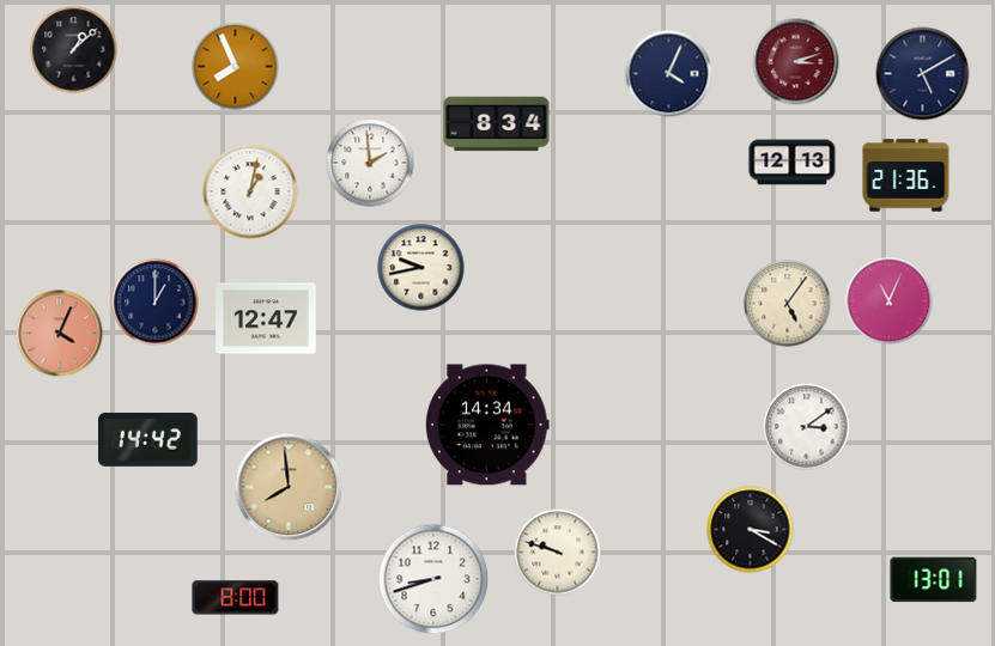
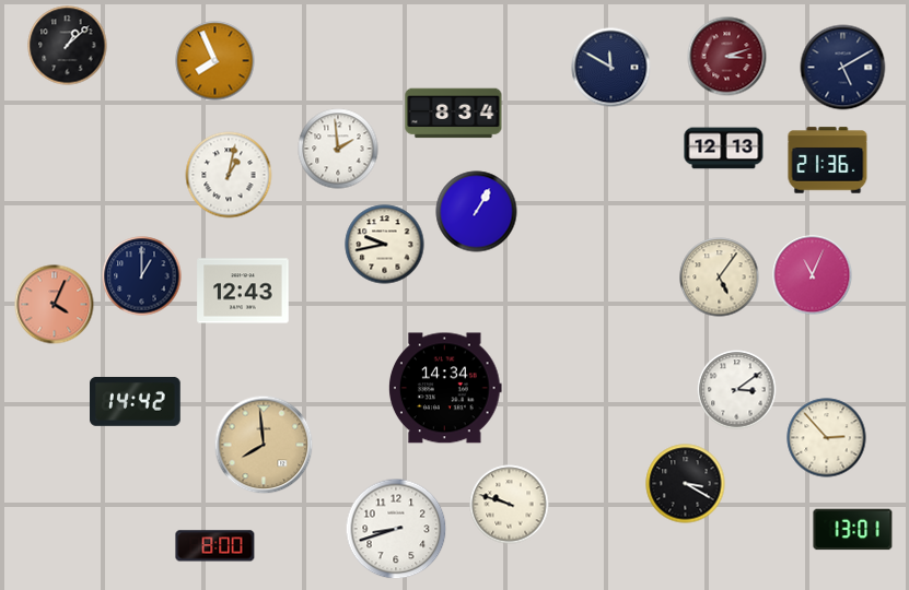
clock at (669, 74): 4:04 -> 11:50
clock at (477, 212): none -> 1:05
clock at (266, 318): 12:47 -> 12:43
clock at (827, 438): none -> 2:53
